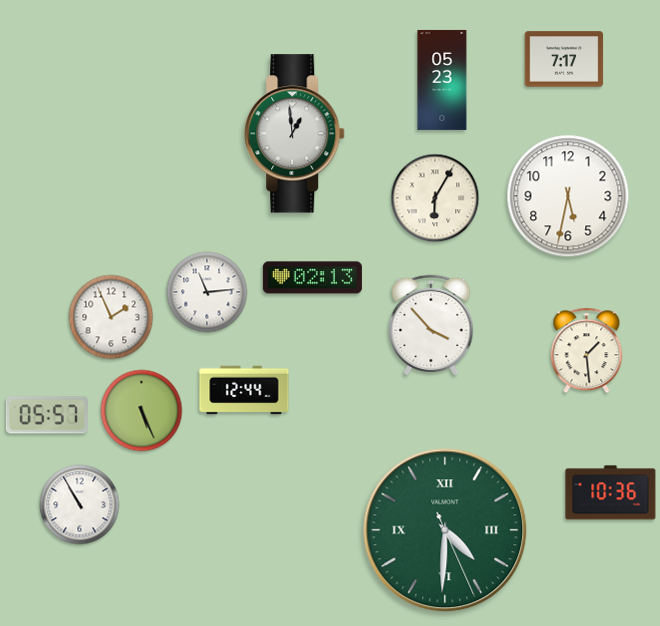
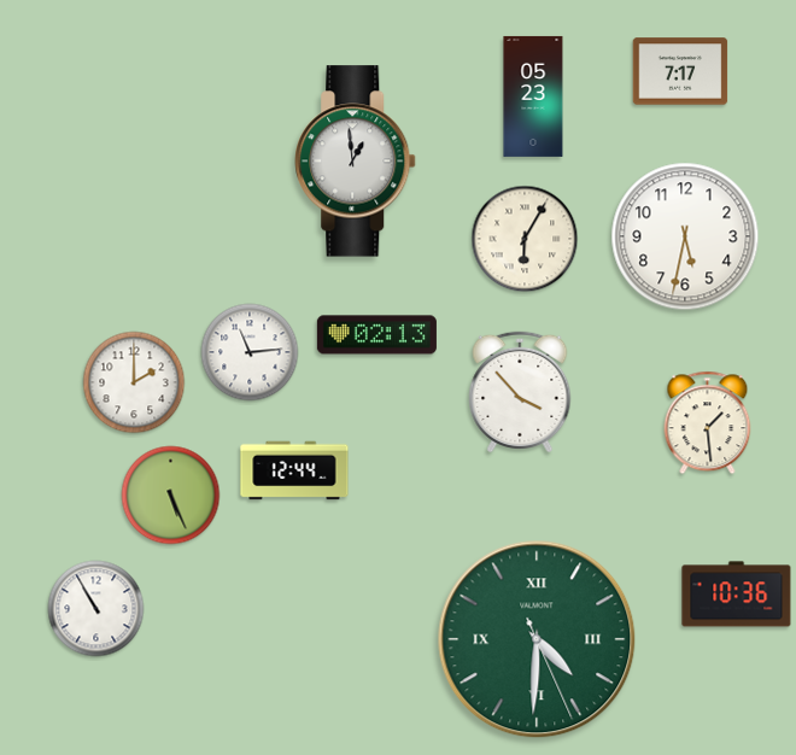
clock at (111, 317): 1:56 -> 2:00
clock at (47, 415): 05:57 -> none
